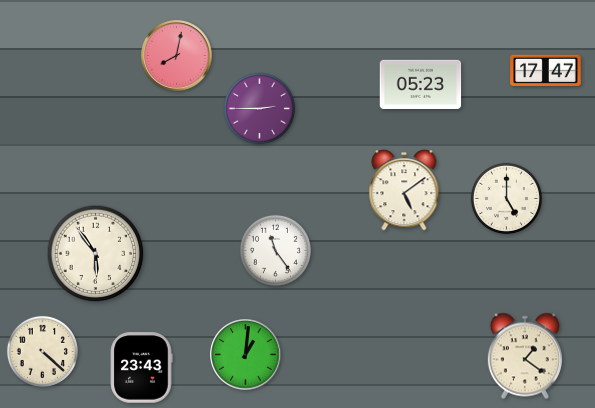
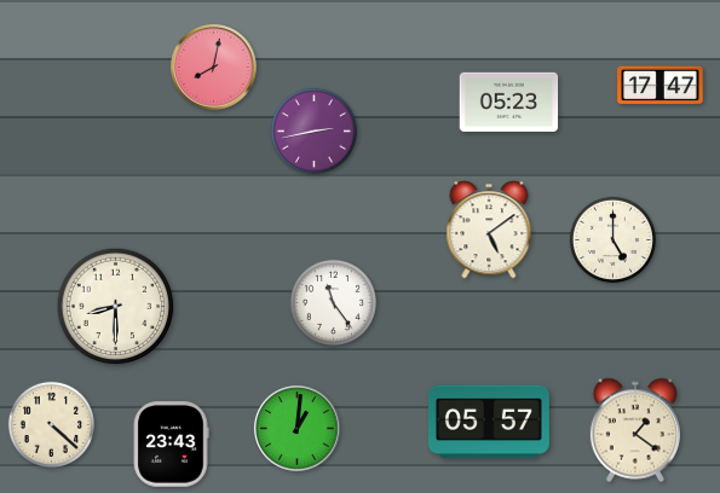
clock at (259, 108): 2:45 -> 2:43
clock at (96, 254): 5:54 -> 8:30
clock at (489, 422): none -> 05:57
